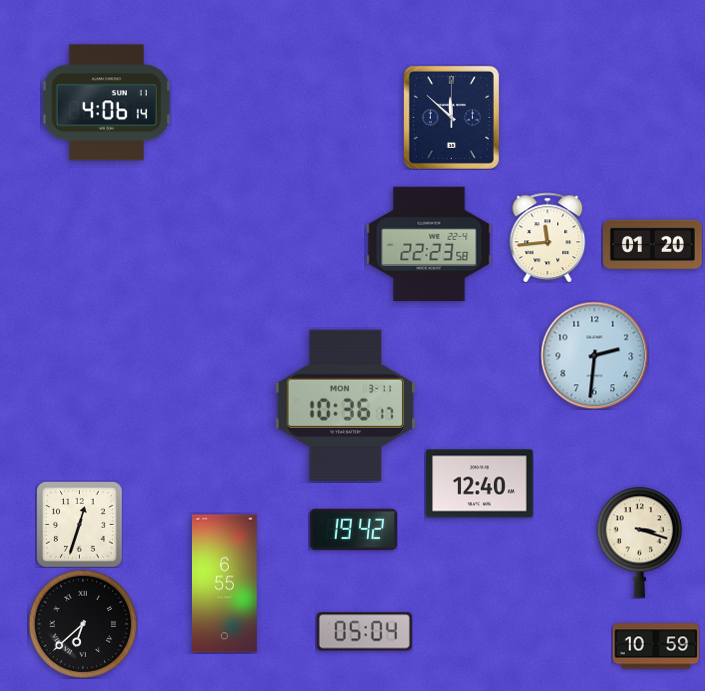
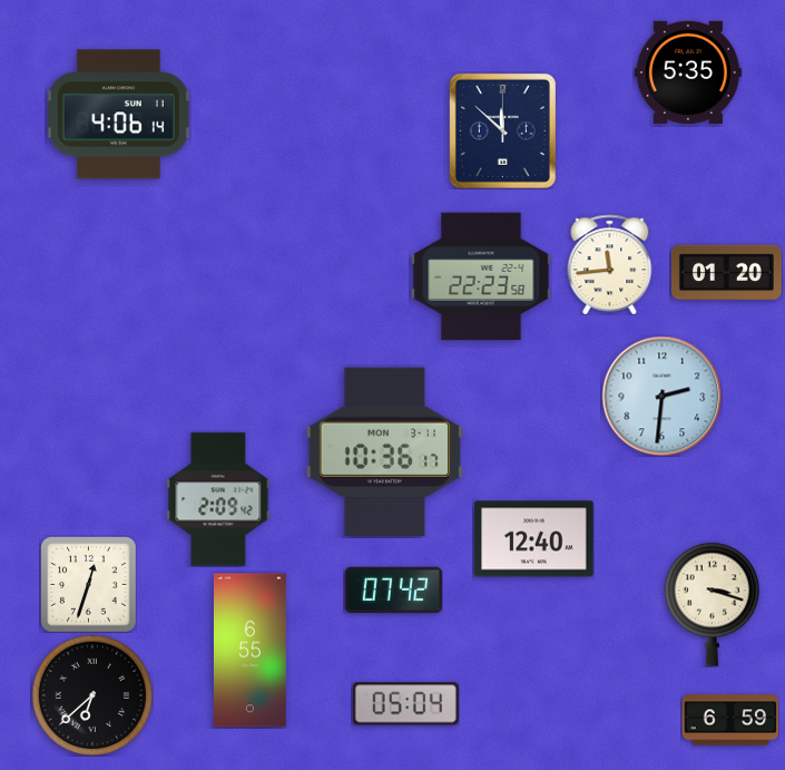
clock at (688, 72): none -> 5:35
clock at (429, 244) position: (429, 244) -> (481, 276)
clock at (218, 499): none -> 2:09
clock at (353, 530): 19:42 -> 07:42
clock at (656, 646): 10:59 -> 6:59
